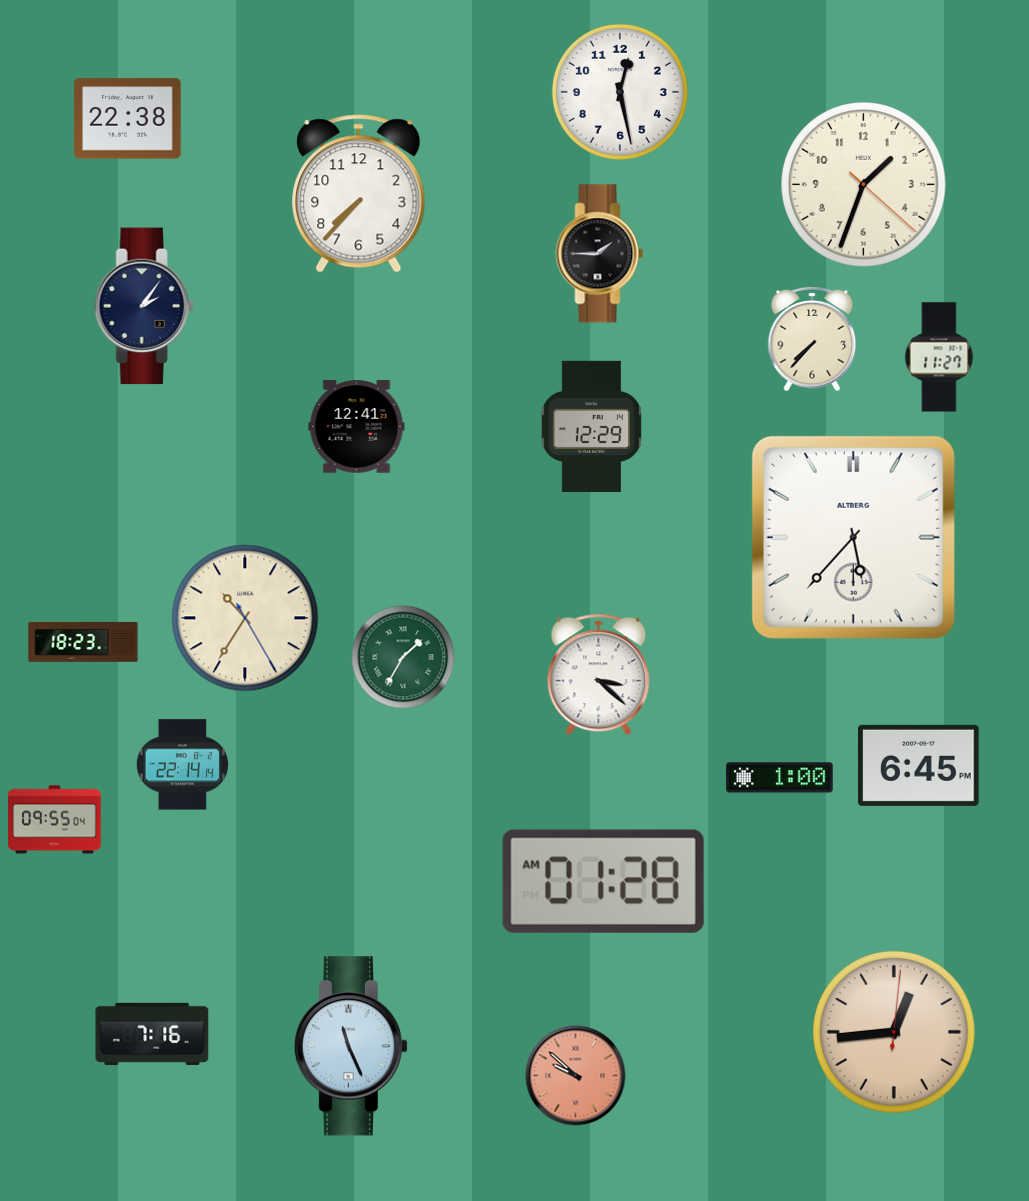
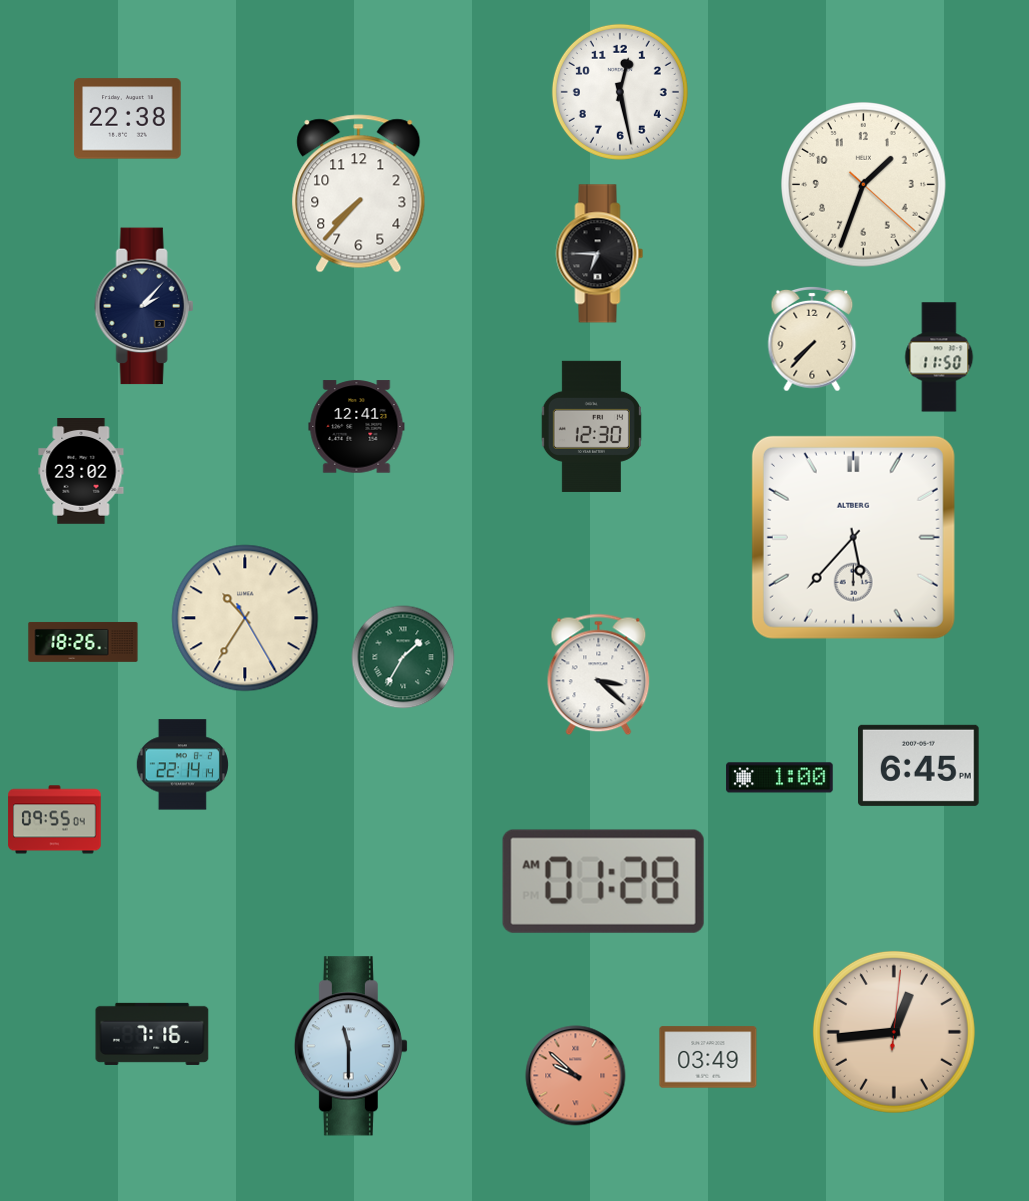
clock at (600, 254): 1:45 -> 6:45
clock at (144, 306): 2:06 -> 2:07
clock at (939, 357): 11:27 -> 11:50
clock at (591, 426): 12:29 -> 12:30
clock at (81, 472): none -> 23:02
clock at (83, 642): 18:23 -> 18:26
clock at (351, 1046): 11:26 -> 11:30
clock at (708, 1057): none -> 03:49
